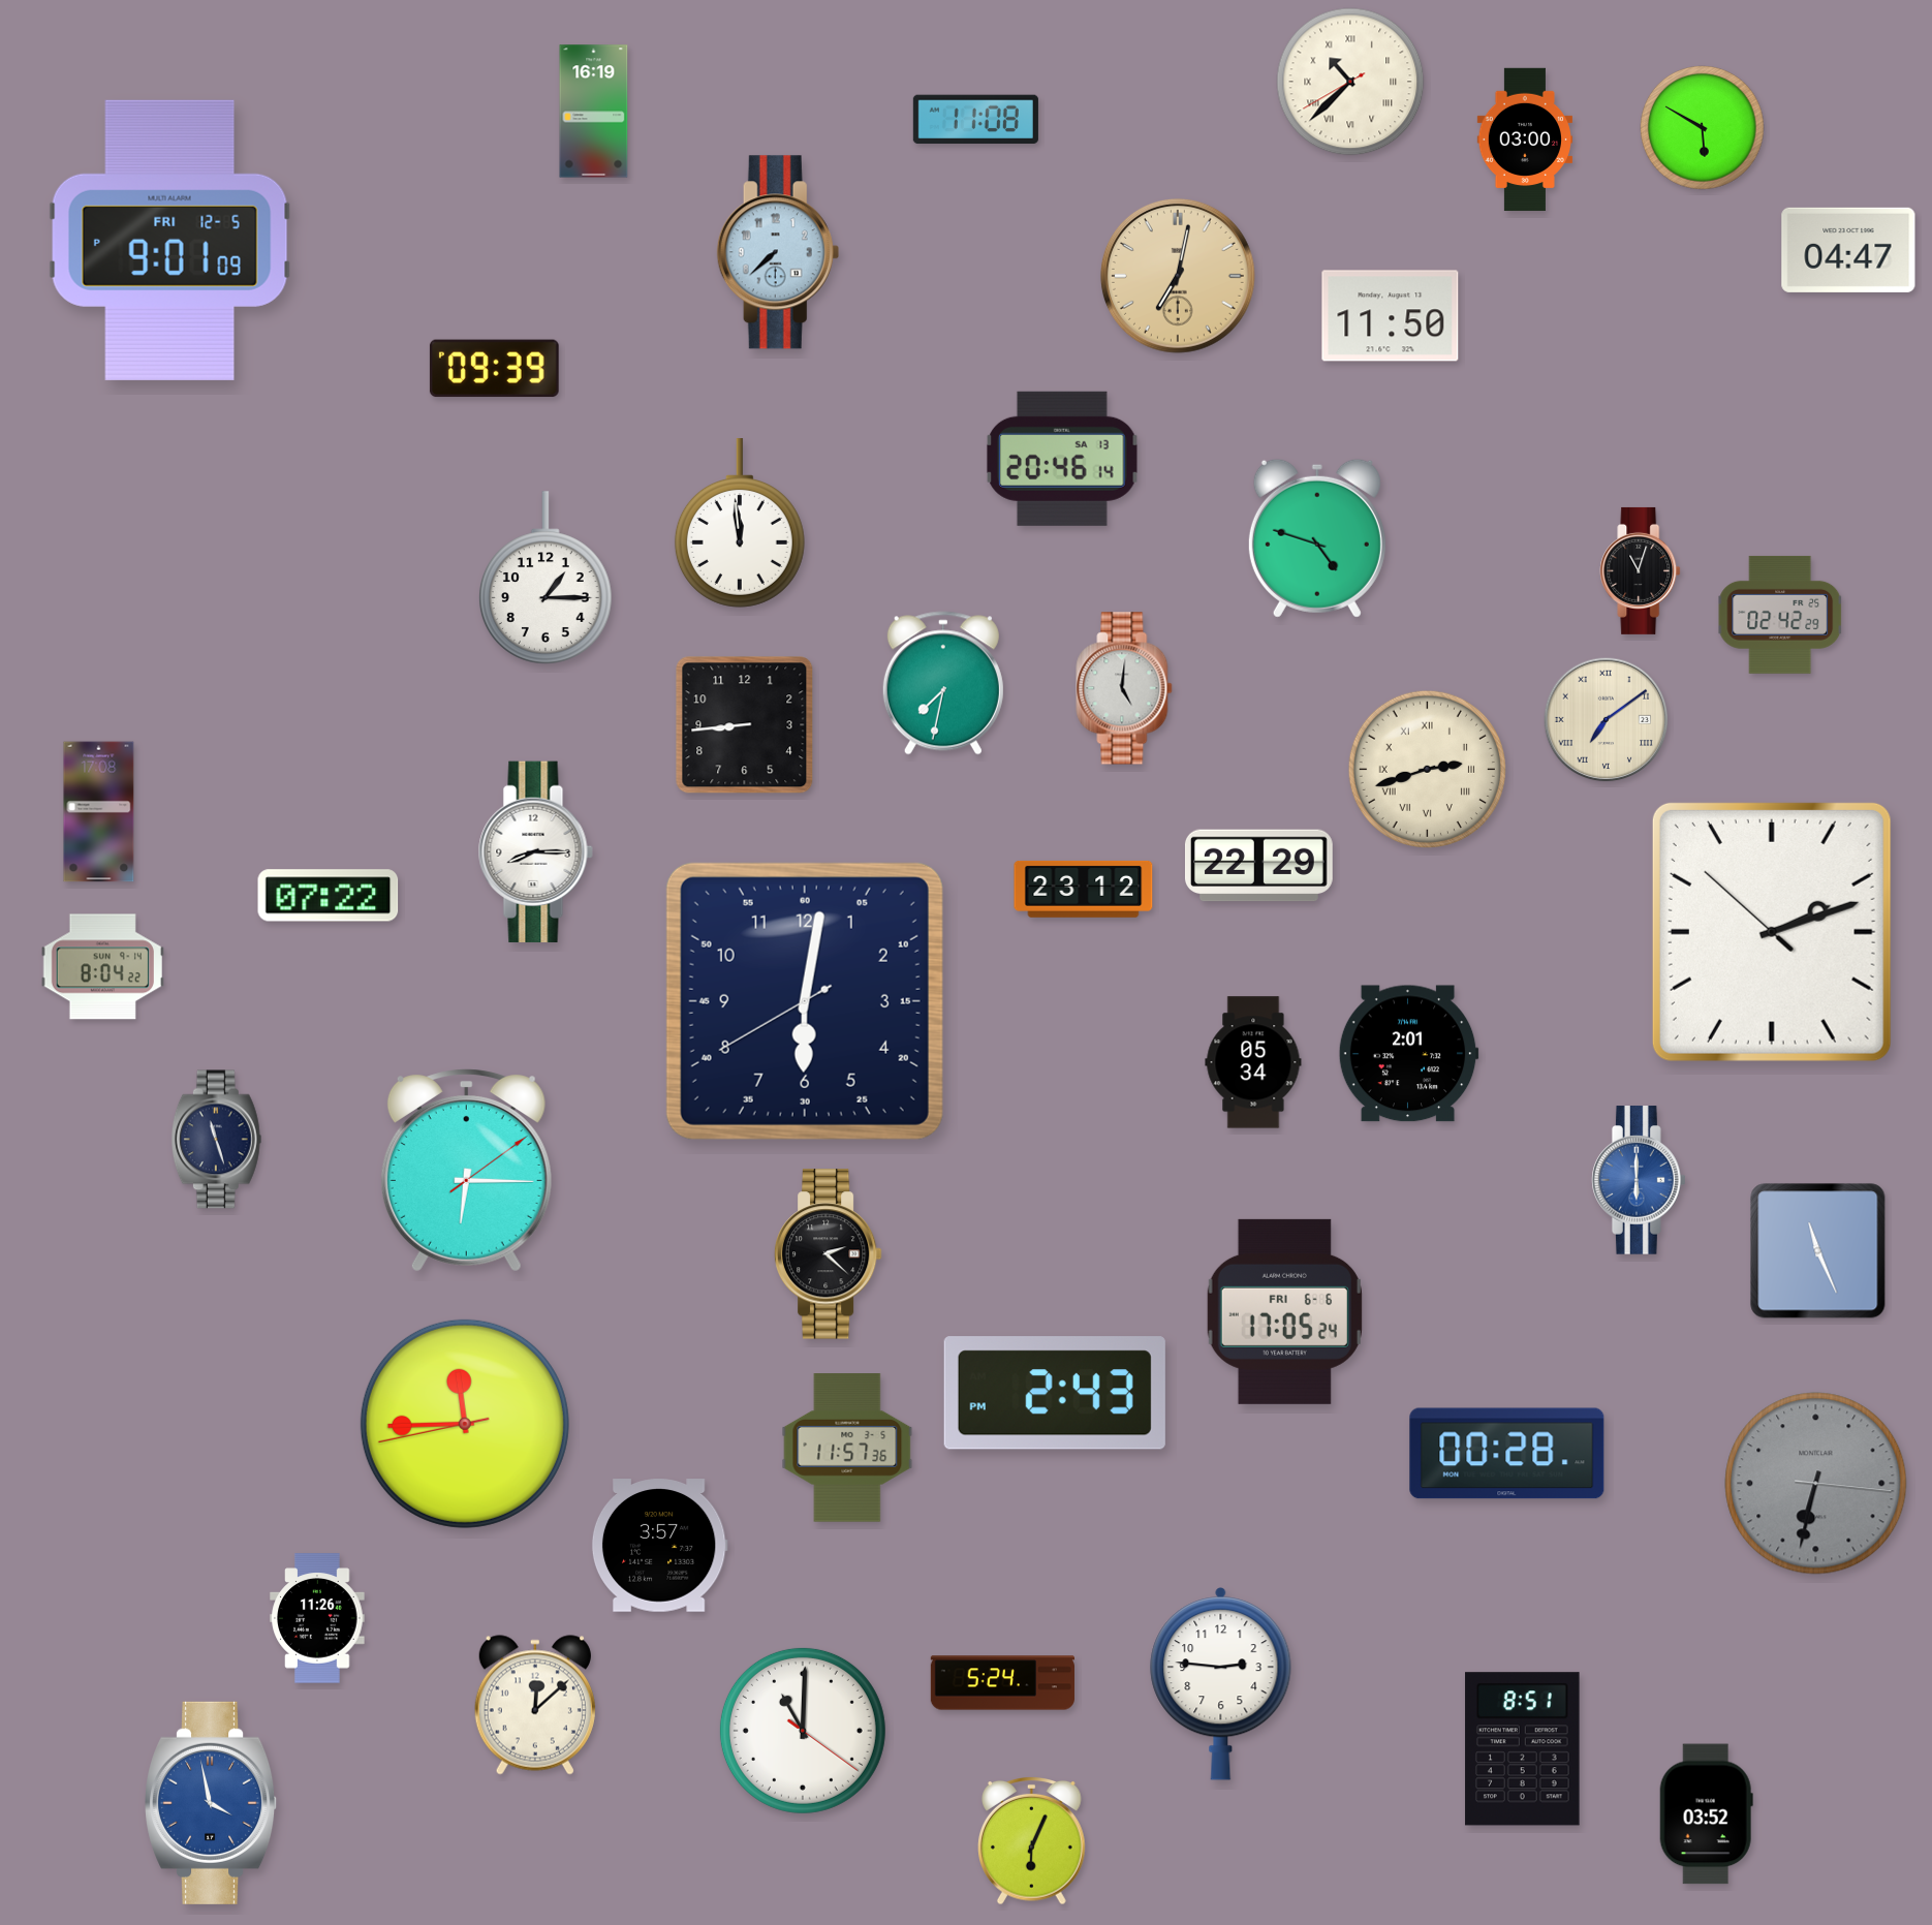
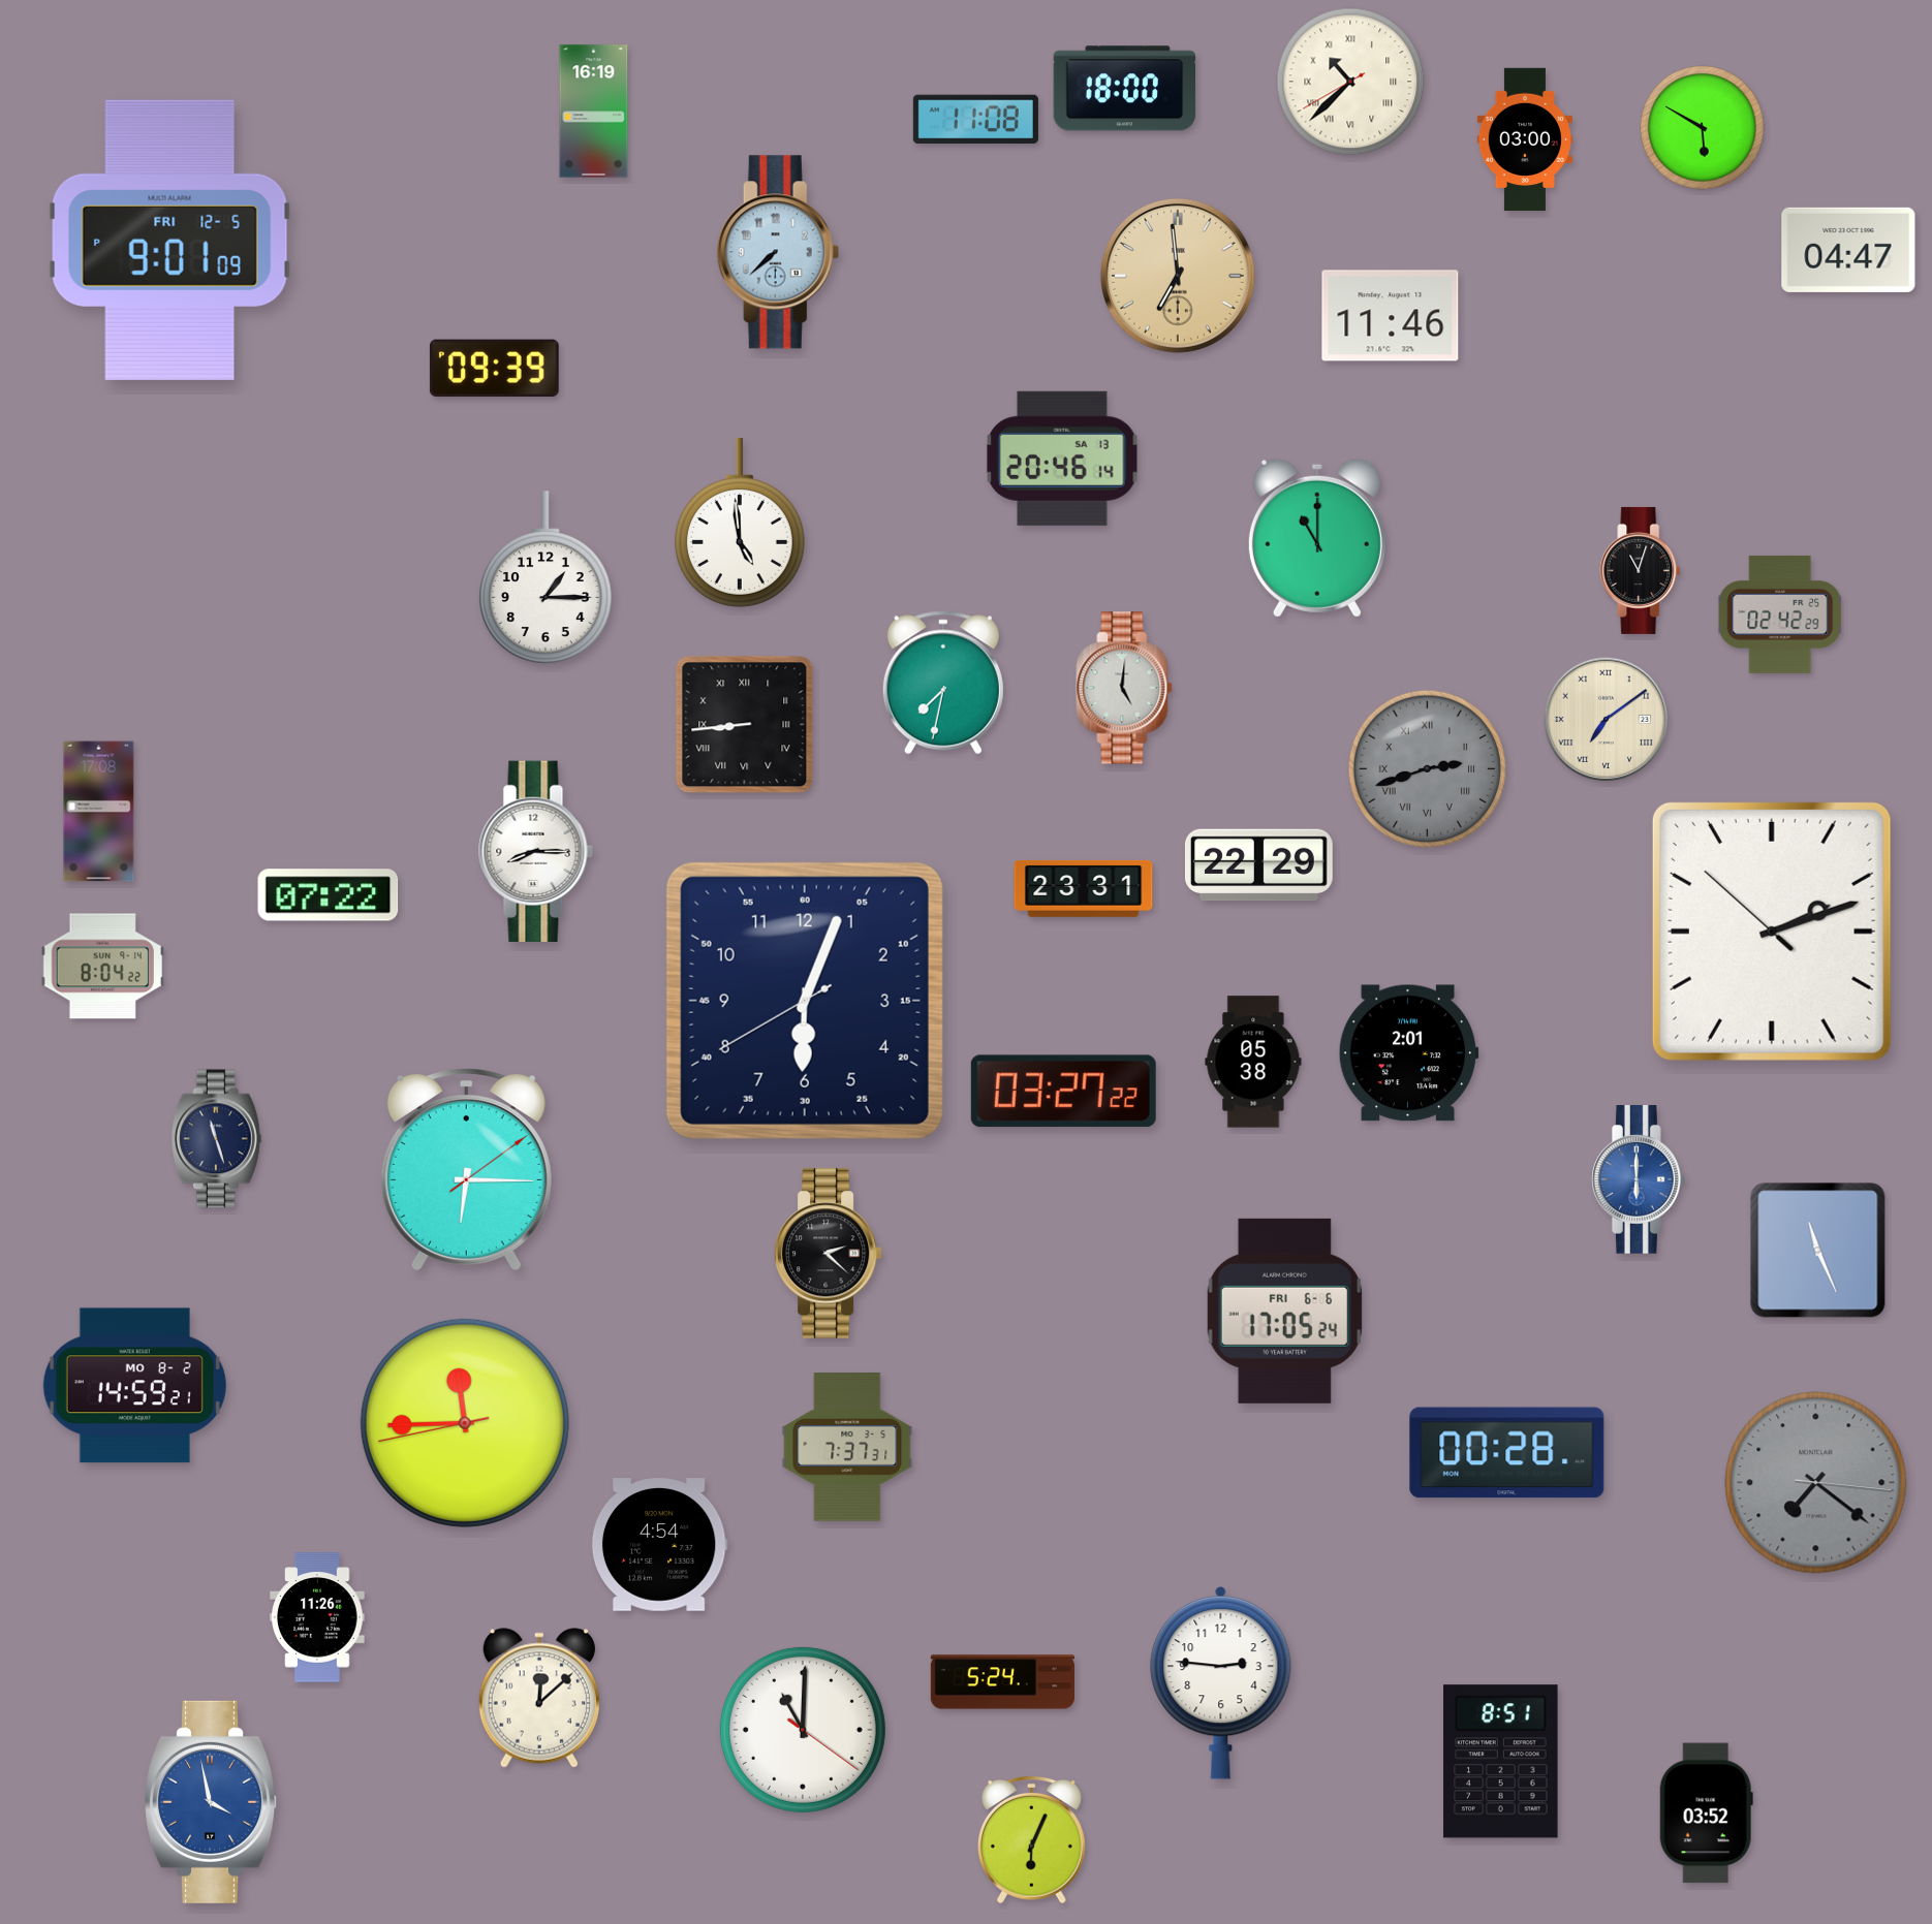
clock at (1125, 89): none -> 18:00
clock at (1178, 276): 7:02 -> 6:59
clock at (1391, 316): 11:50 -> 11:46
clock at (740, 523): 11:59 -> 4:59
clock at (1317, 538): 4:48 -> 11:00
clock at (745, 725) numerals: Arabic -> Roman
clock at (1427, 769) dial: cream -> grey
clock at (1084, 889): 23:12 -> 23:31
clock at (805, 1001): 6:01 -> 6:03
clock at (1253, 1062): 05:34 -> 05:38
clock at (1063, 1092): none -> 03:27
clock at (134, 1386): none -> 14:59
clock at (1055, 1393): 2:43 -> none
clock at (847, 1449): 11:57 -> 7:37
clock at (1816, 1484): 6:32 -> 7:21
clock at (659, 1546): 3:57 -> 4:54
clock at (535, 1705) position: (535, 1705) -> (539, 1698)
clock at (1523, 1749) position: (1523, 1749) -> (1501, 1762)
